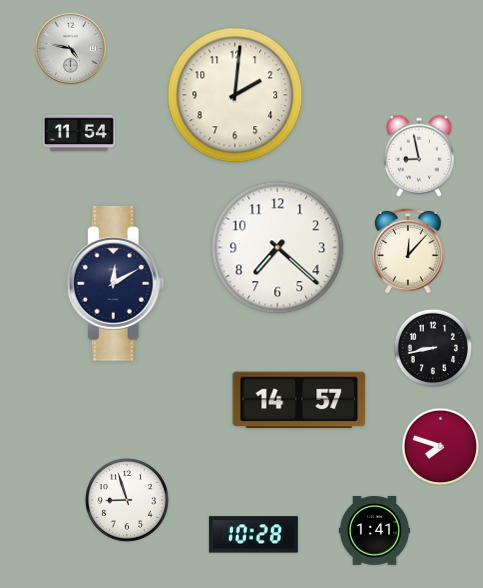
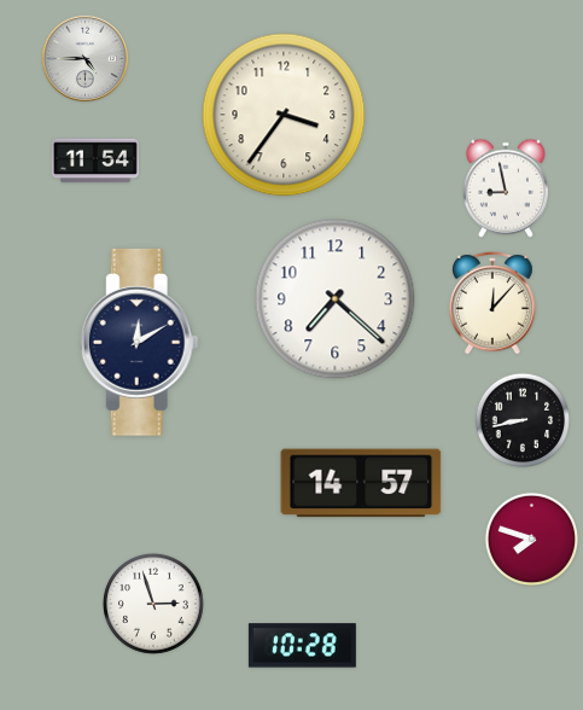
clock at (70, 48): 4:47 -> 4:45
clock at (235, 95): 2:01 -> 3:36
clock at (127, 500): 8:57 -> 2:57
clock at (374, 531): 1:41 -> none
clock at (253, 535) position: (253, 535) -> (302, 646)
